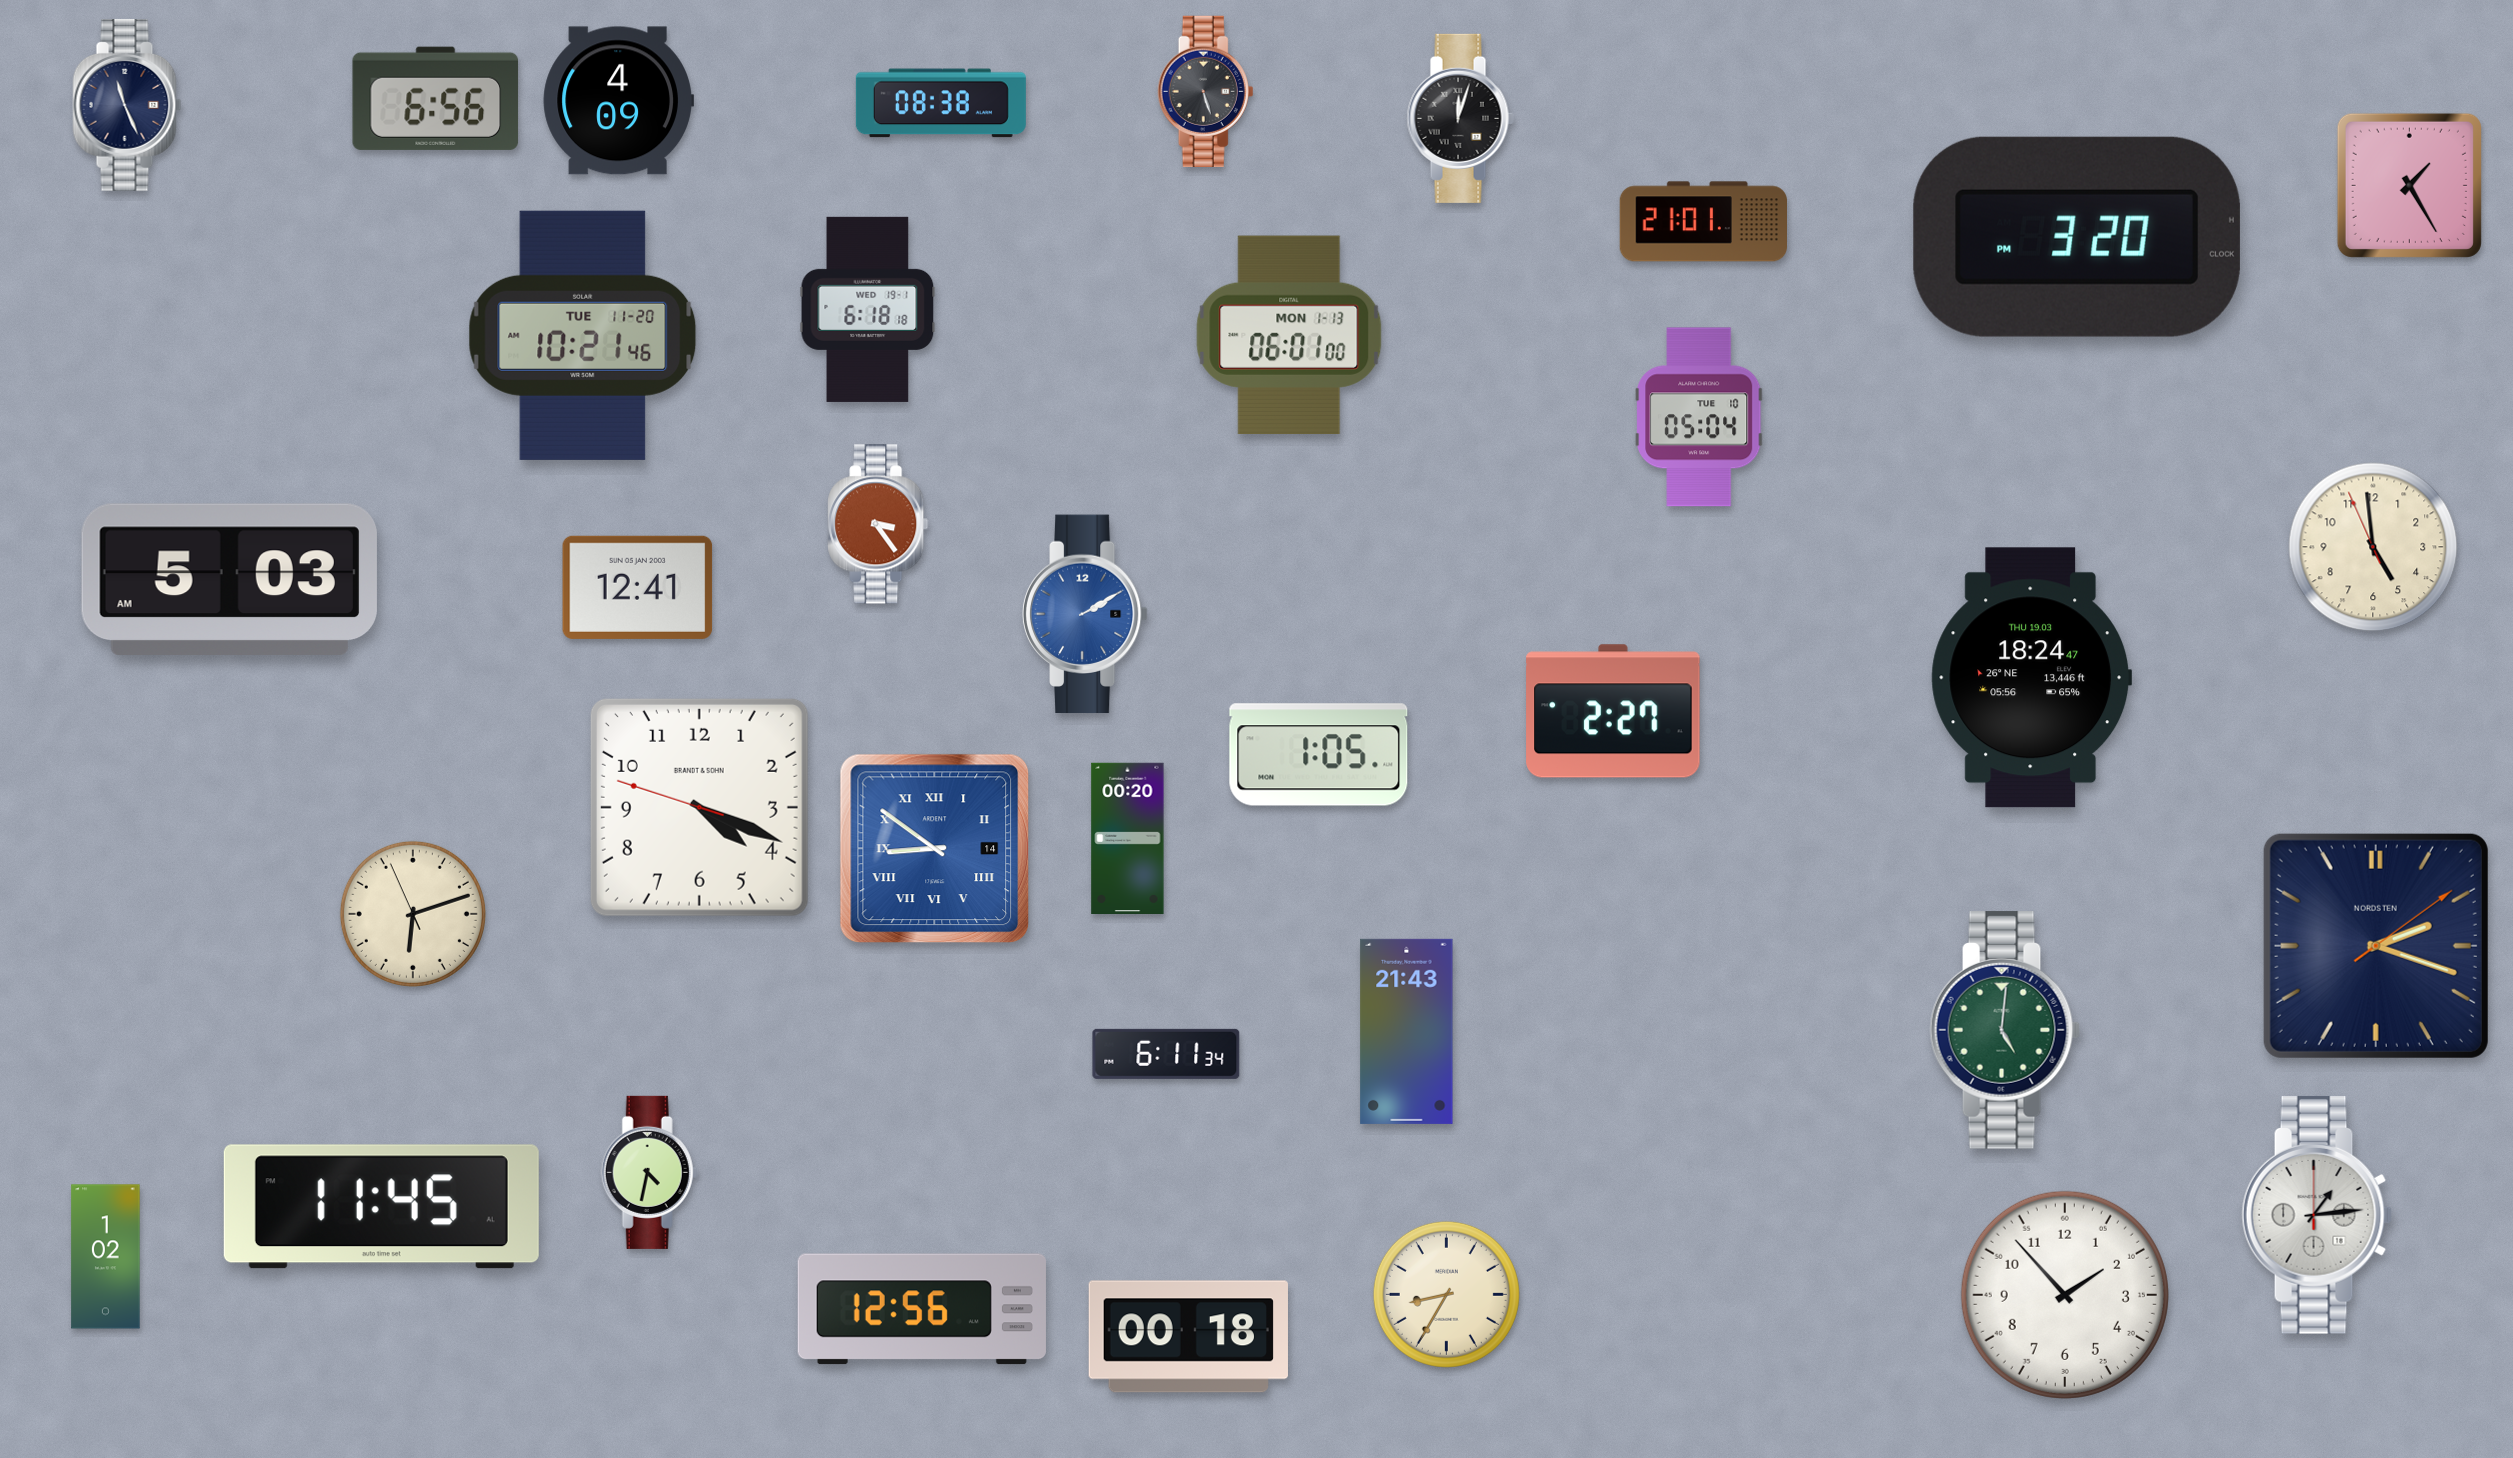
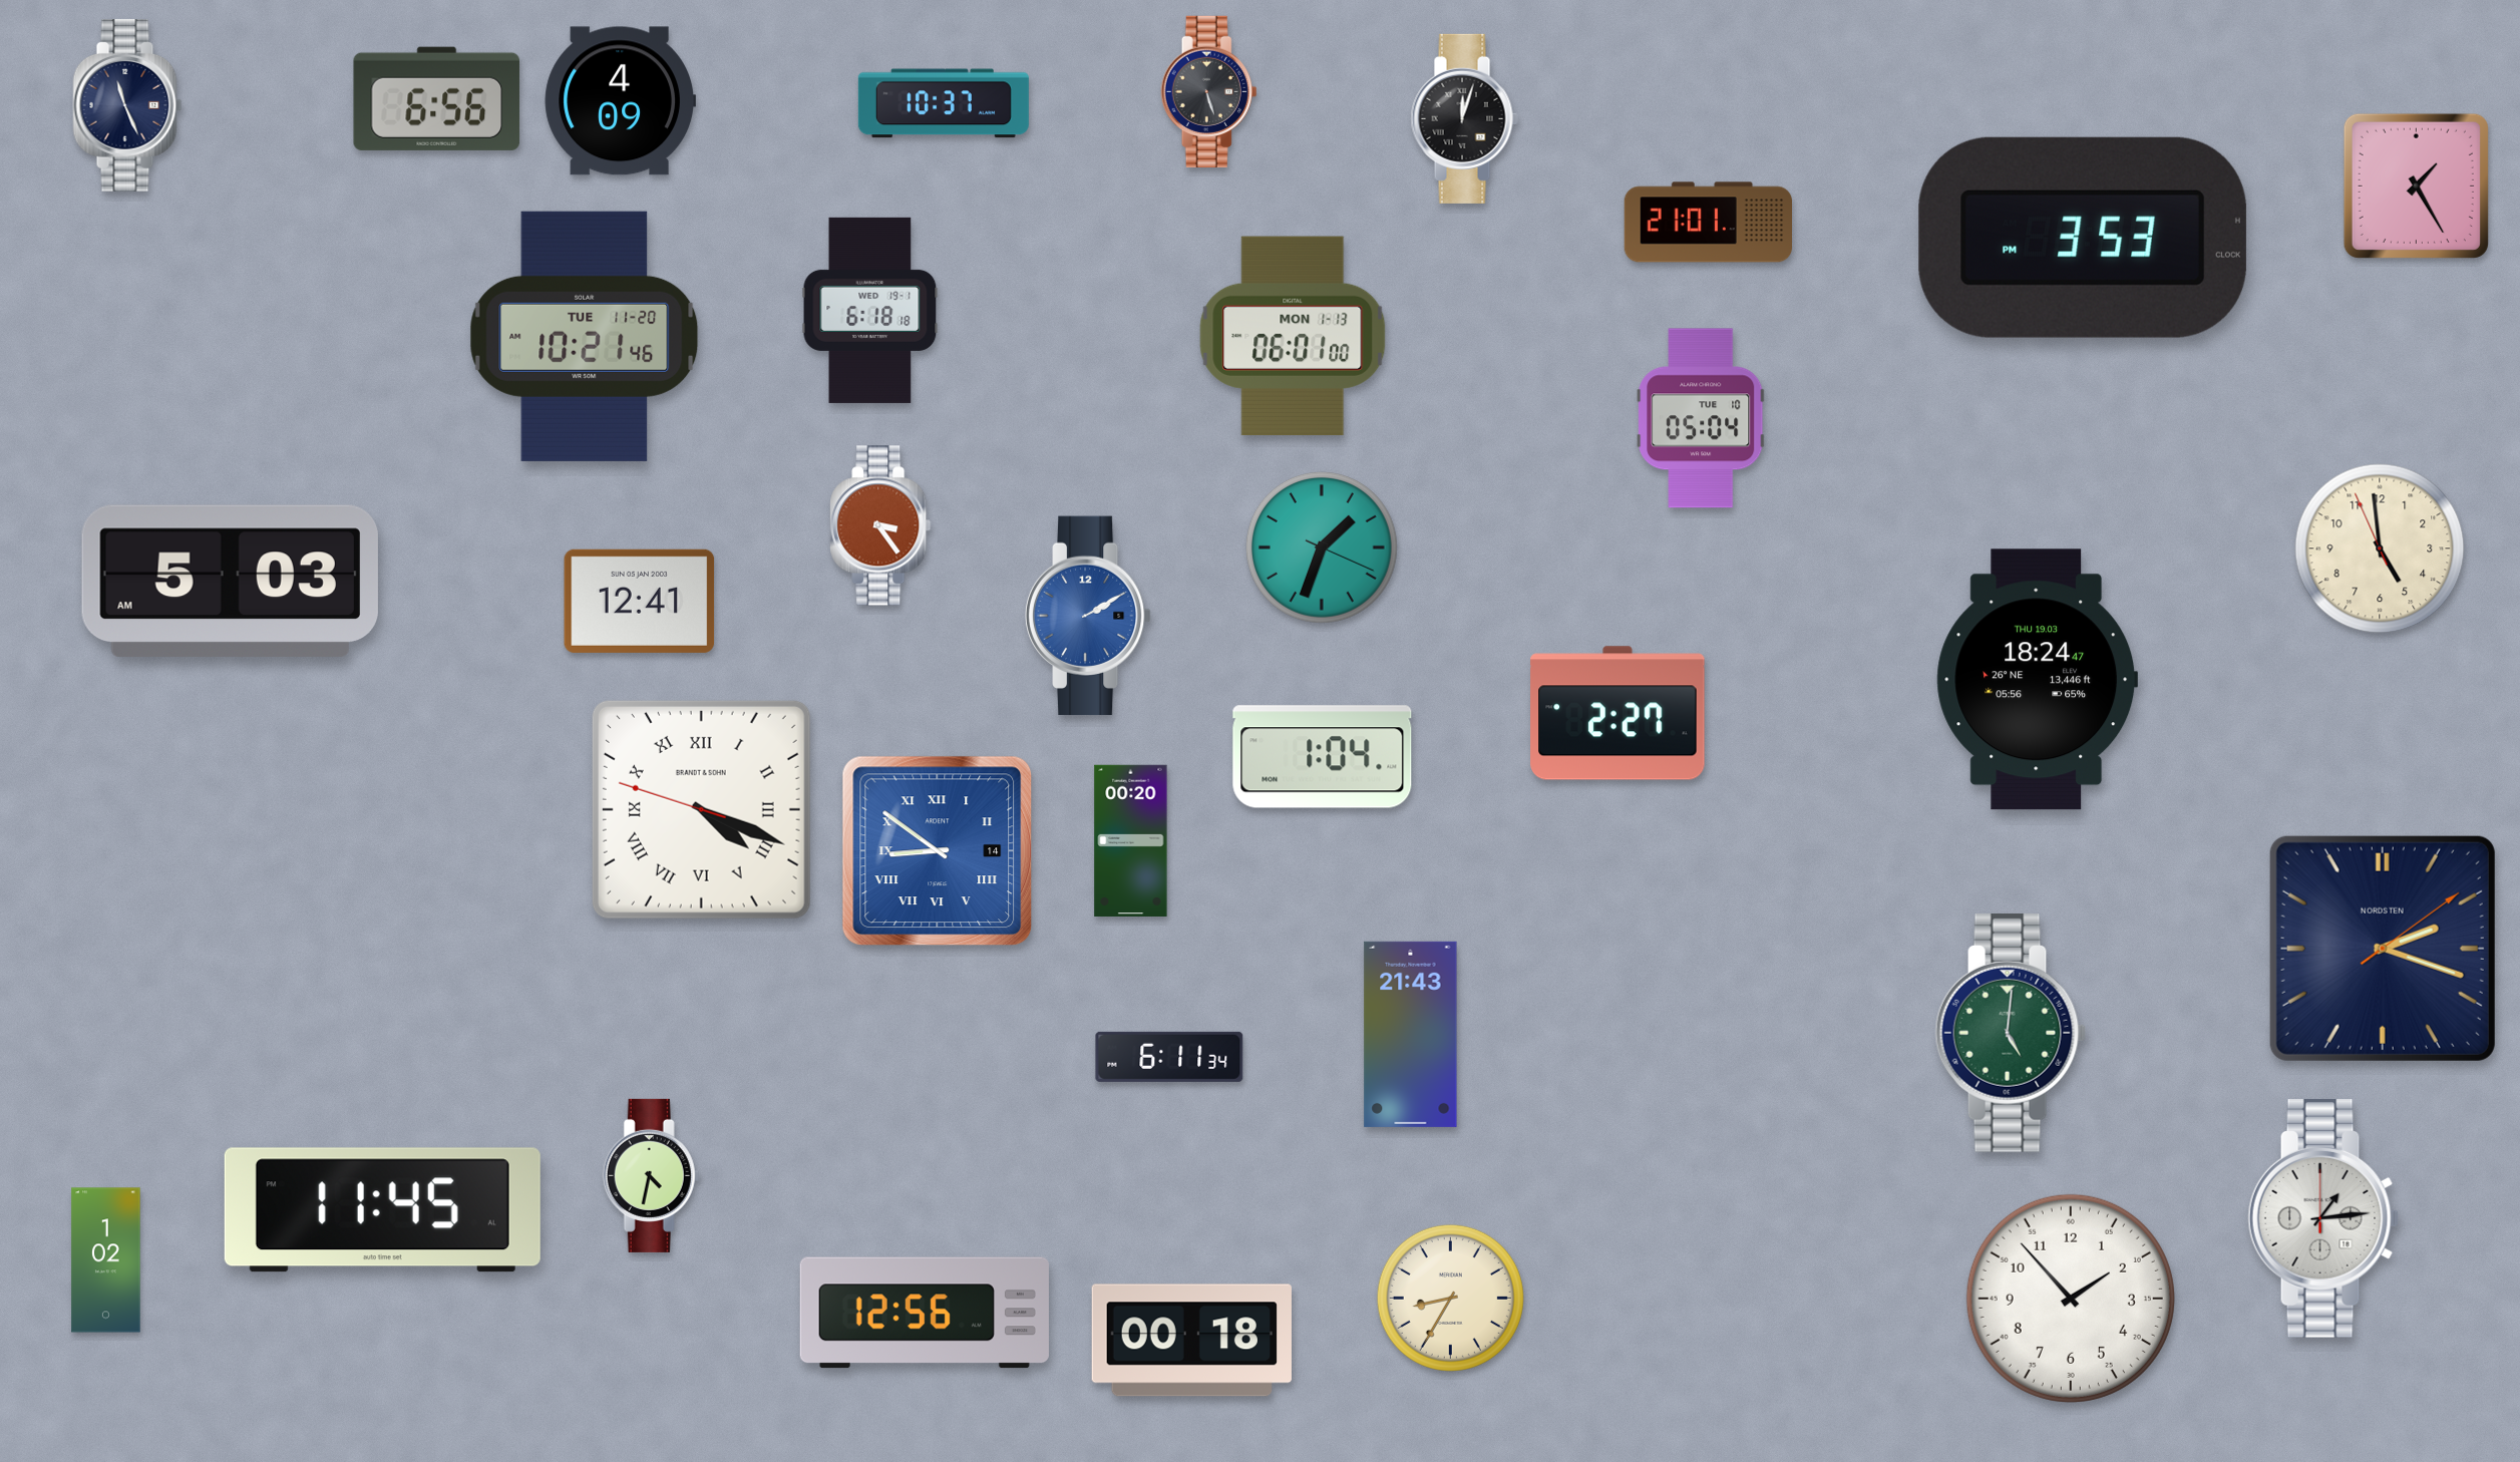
clock at (941, 103): 08:38 -> 10:37
clock at (2077, 237): 3:20 -> 3:53
clock at (1699, 417) position: (1699, 417) -> (1701, 418)
clock at (1322, 547): none -> 1:33
clock at (638, 587) position: (638, 587) -> (640, 601)
clock at (1319, 755): 1:05 -> 1:04
clock at (699, 807) numerals: Arabic -> Roman
clock at (413, 914): 6:11 -> none
